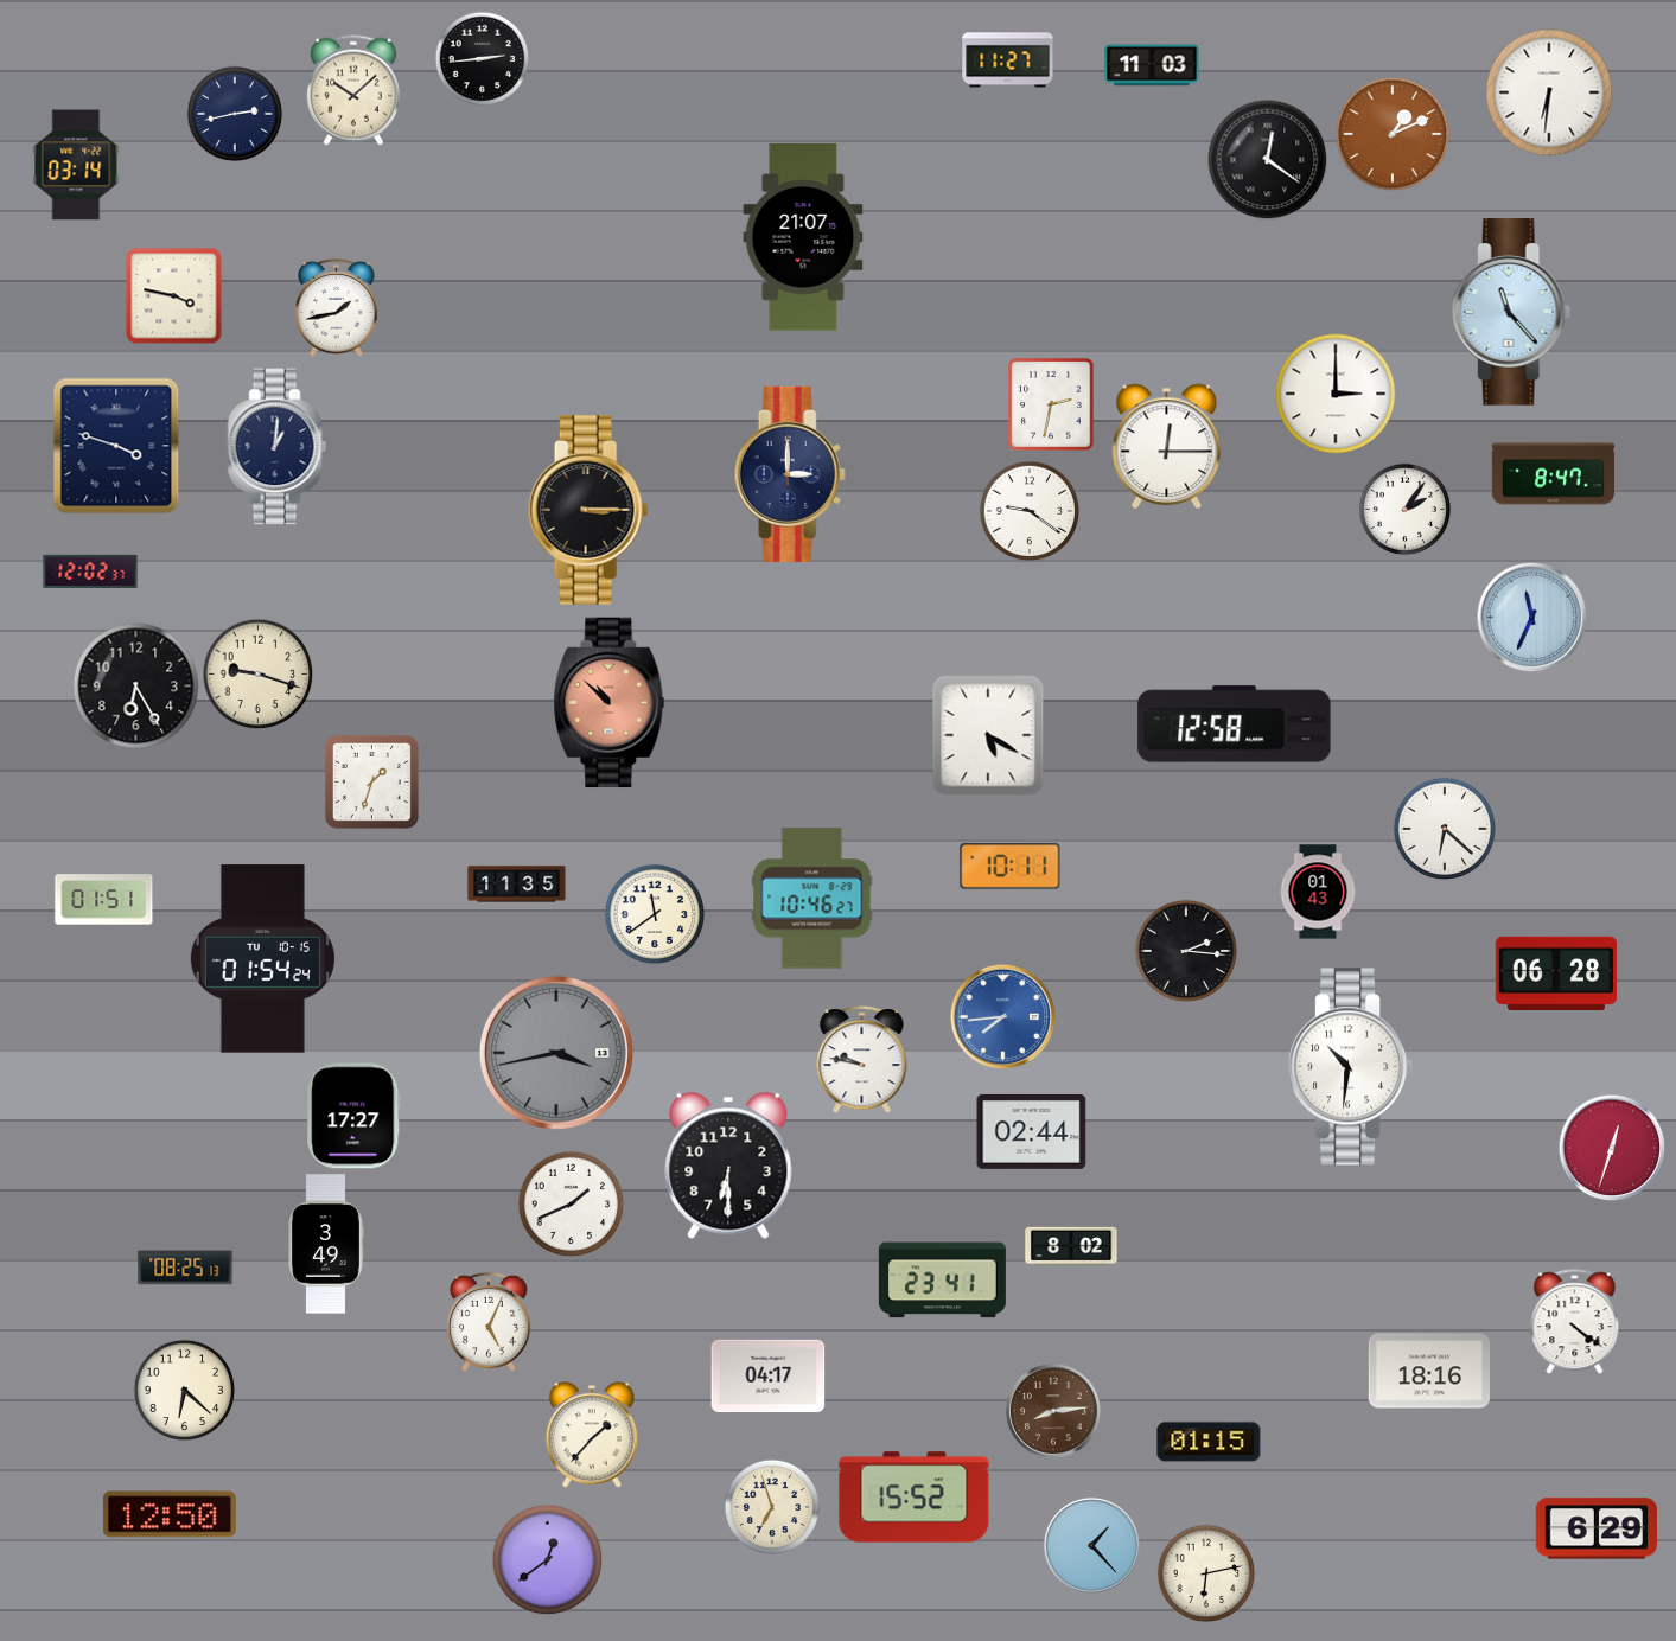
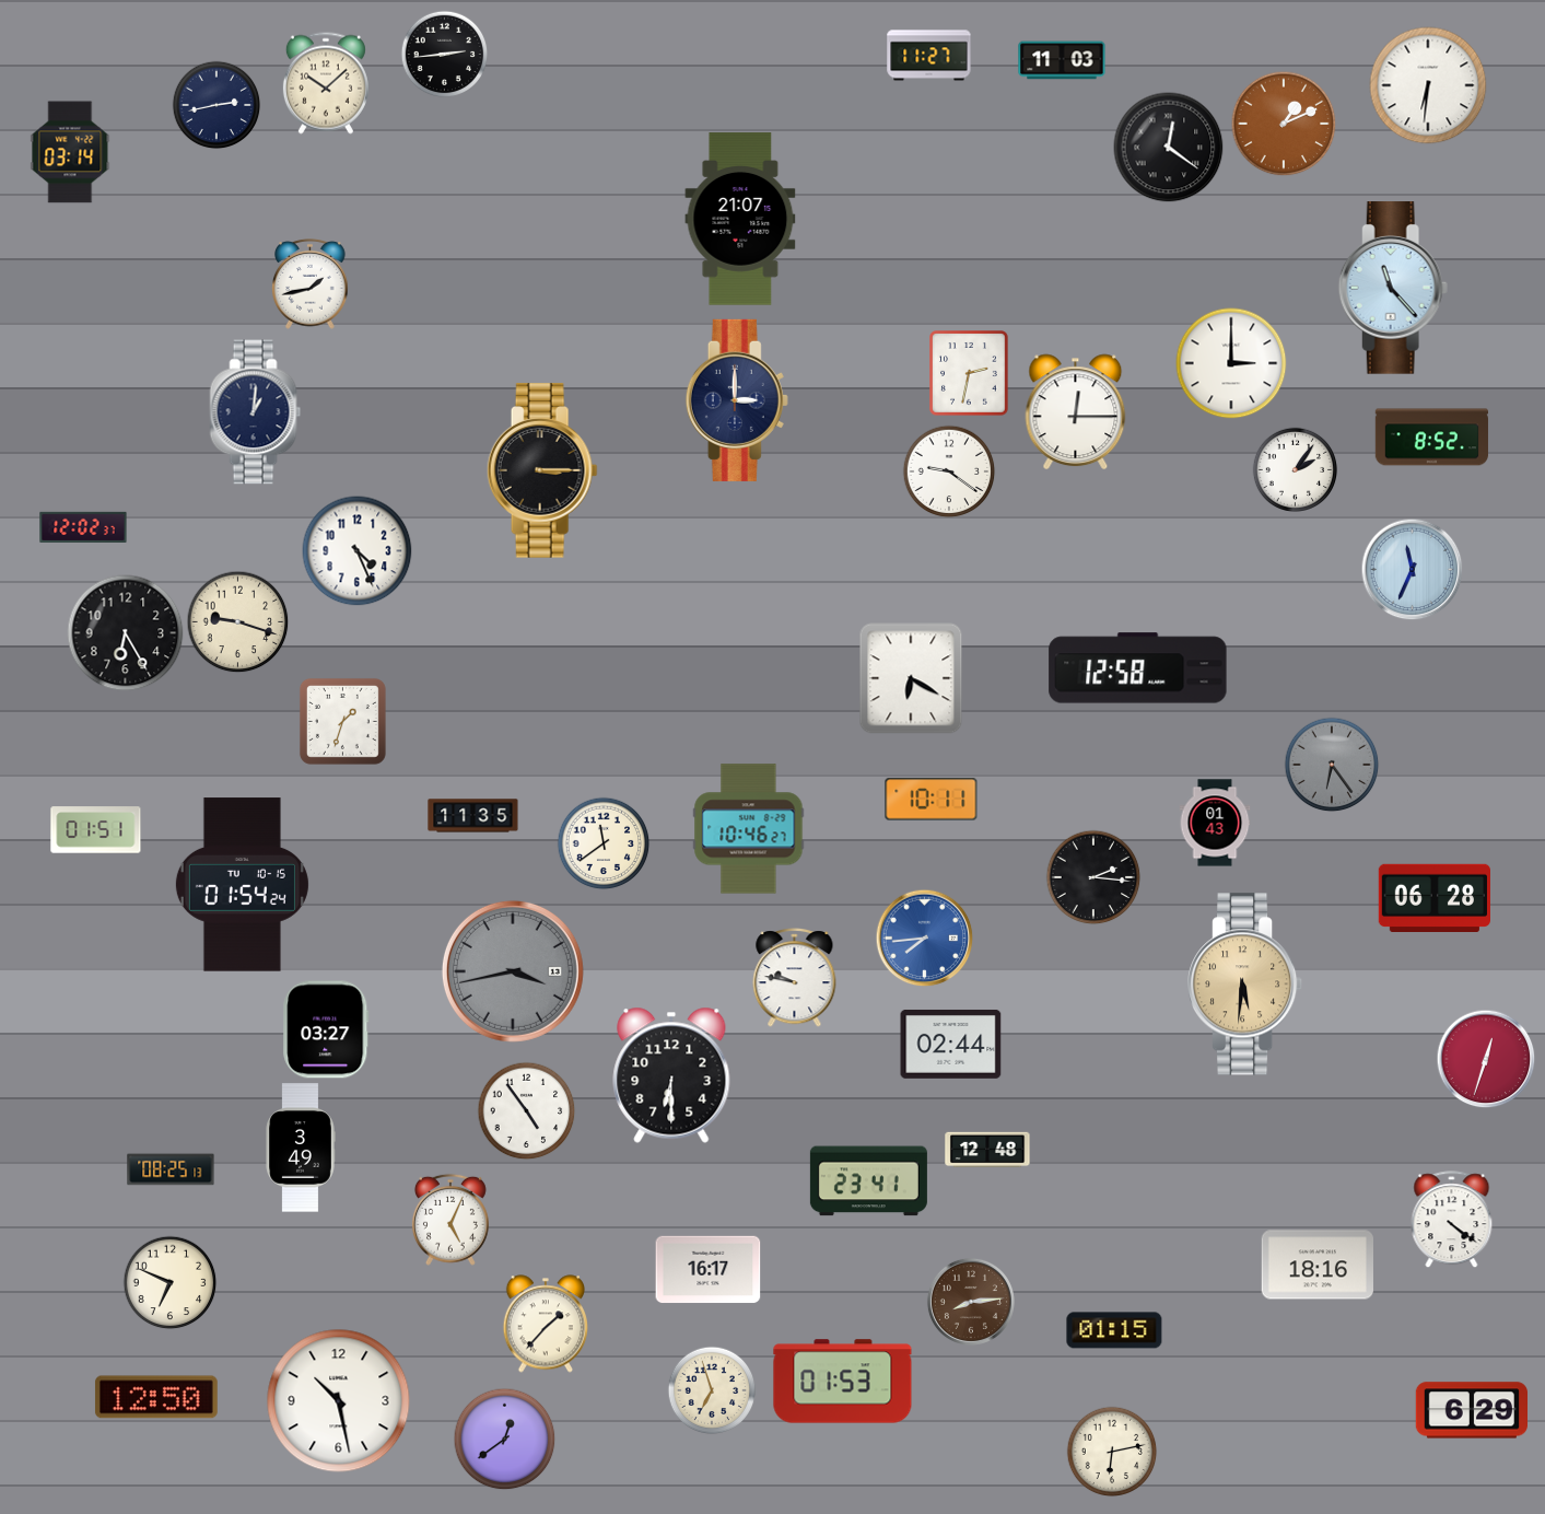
clock at (174, 296): 3:47 -> none
clock at (116, 446): 3:48 -> none
clock at (790, 474) position: (790, 474) -> (737, 400)
clock at (1553, 474): 8:47 -> 8:52
clock at (358, 551): none -> 4:26
clock at (610, 703): 10:52 -> none
clock at (988, 735): 5:20 -> 6:20
clock at (1445, 829): 6:22 -> 6:24
clock at (1445, 829) dial: white -> grey
clock at (517, 885) position: (517, 885) -> (473, 816)
clock at (1352, 1067): 10:31 -> 5:31
clock at (1352, 1067) dial: white -> champagne
clock at (353, 1116): 17:27 -> 03:27
clock at (571, 1203): 1:41 -> 4:54
clock at (1071, 1246): 8:02 -> 12:48
clock at (769, 1377): 04:17 -> 16:17
clock at (184, 1390): 6:22 -> 6:49
clock at (915, 1498): 15:52 -> 01:53
clock at (339, 1401): none -> 10:28
clock at (1091, 1545): 1:23 -> none
